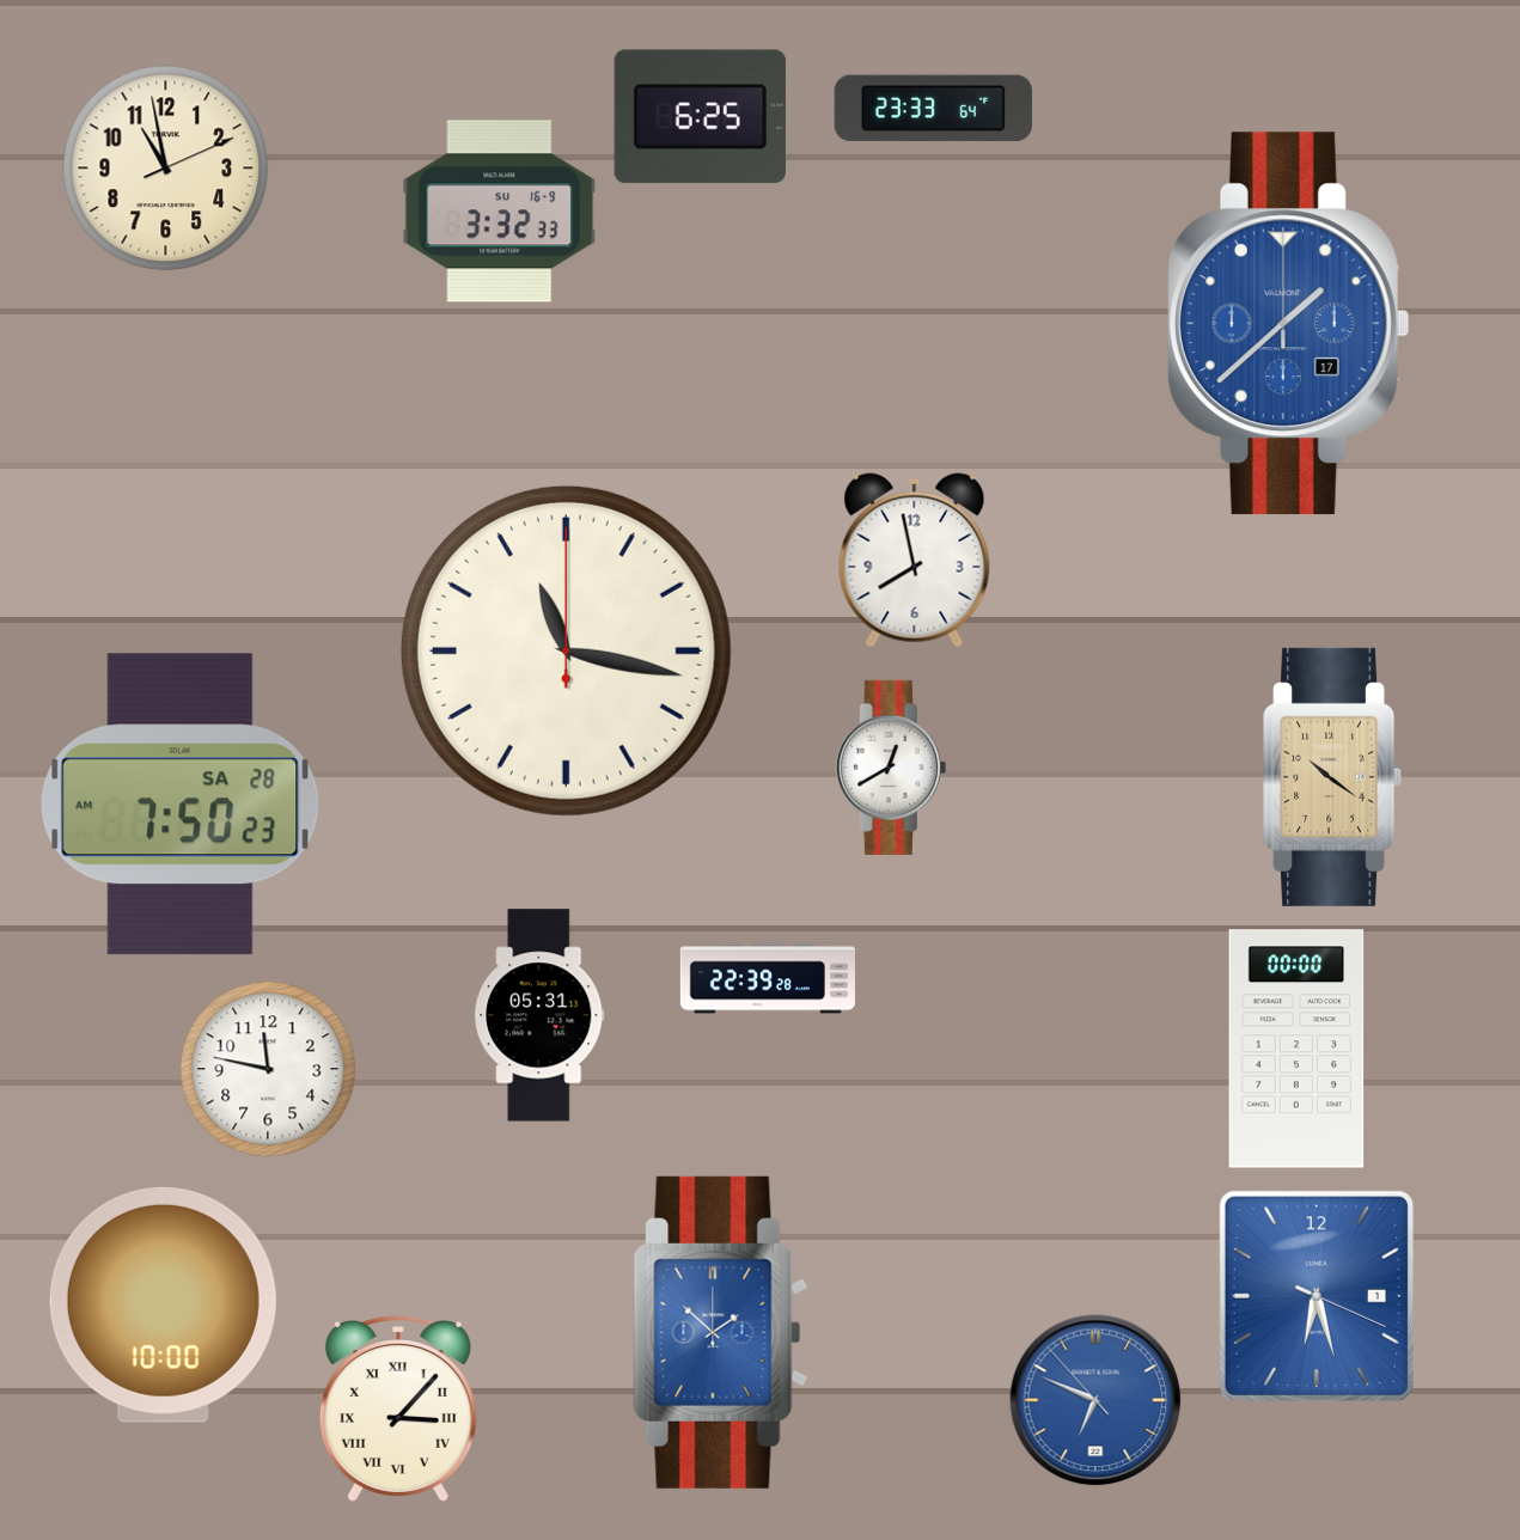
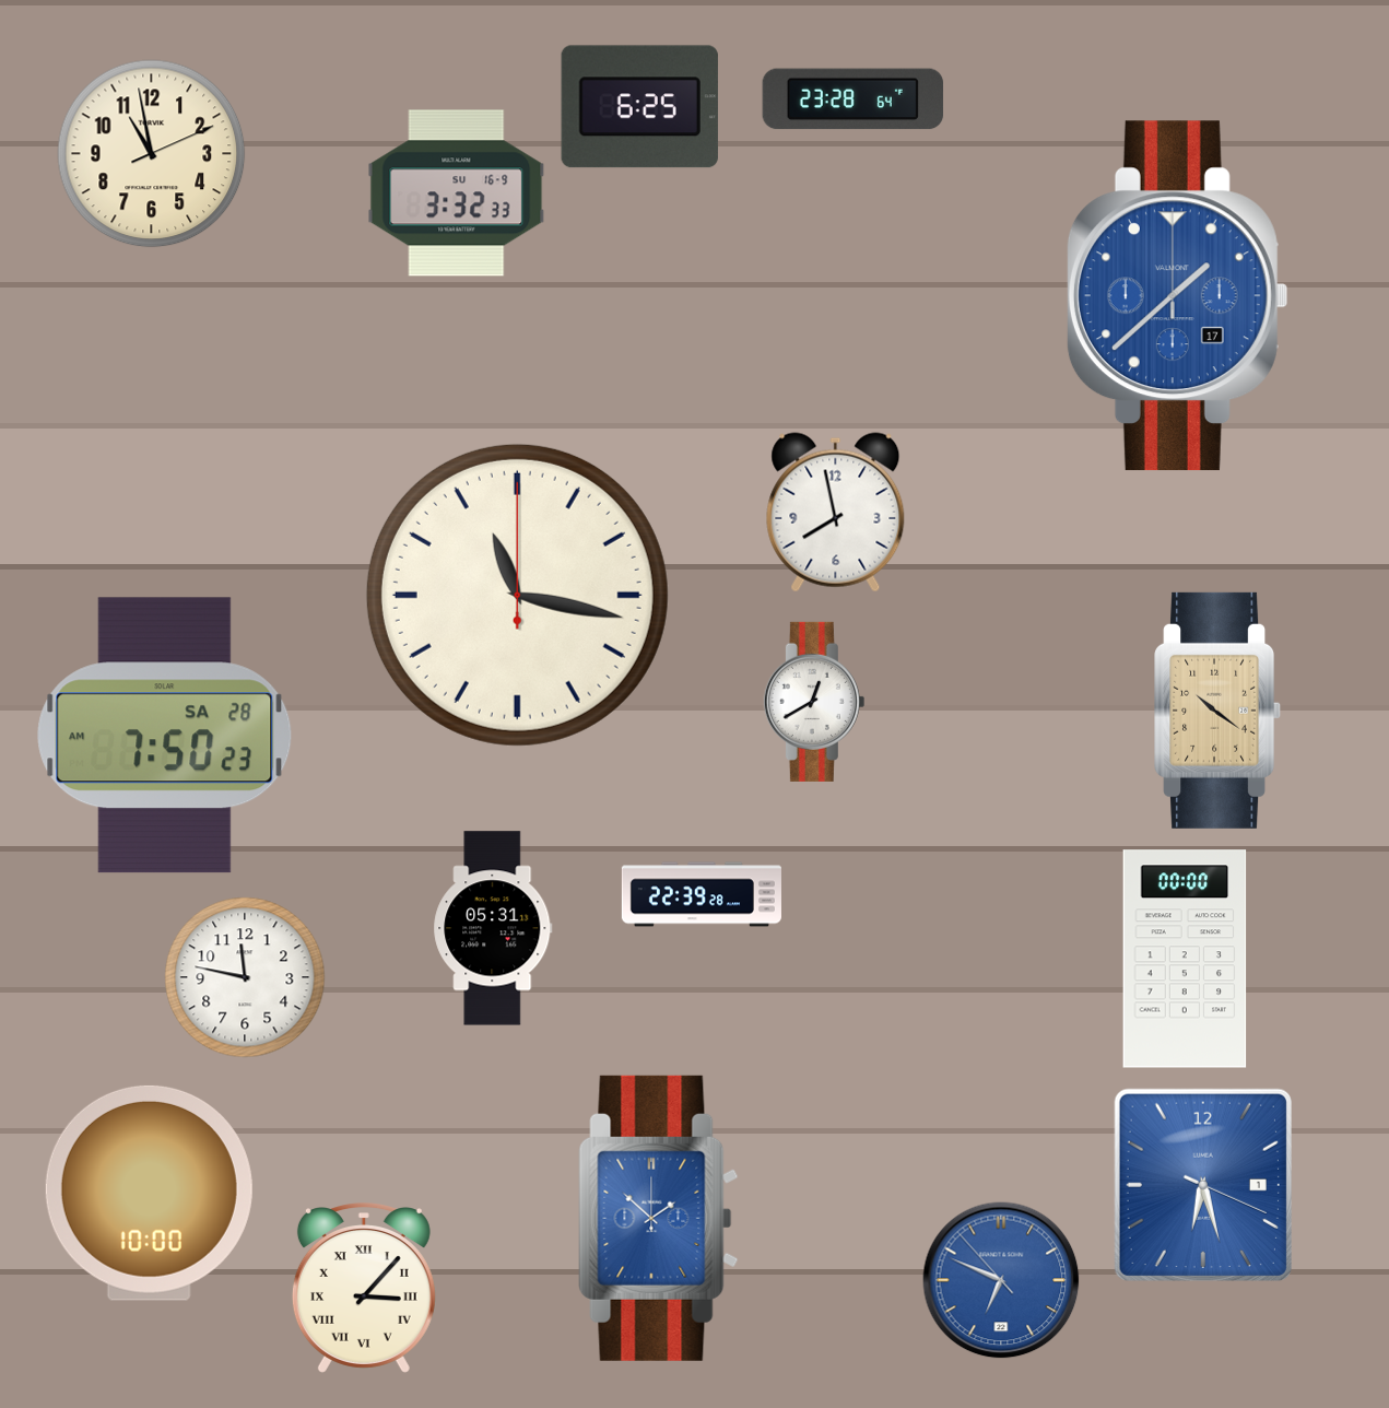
clock at (934, 109): 23:33 -> 23:28
